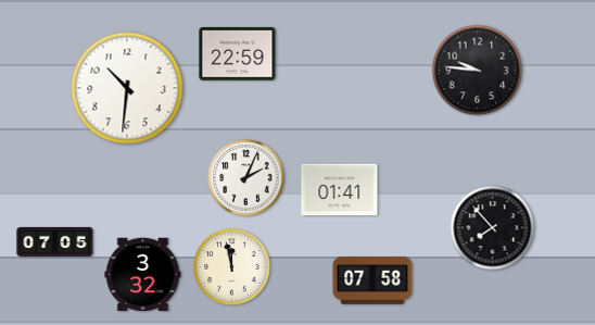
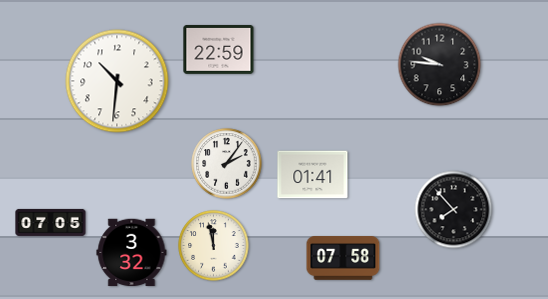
clock at (246, 178): 2:04 -> 2:06
